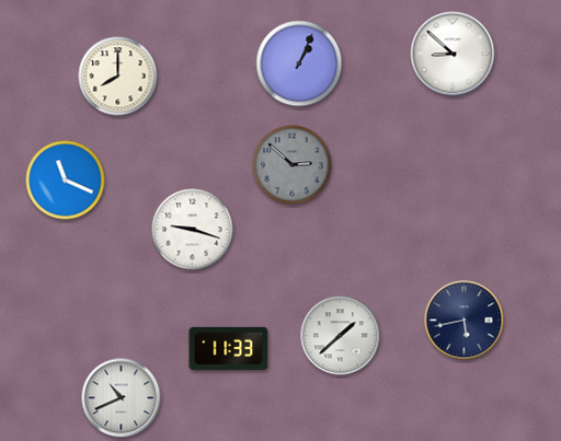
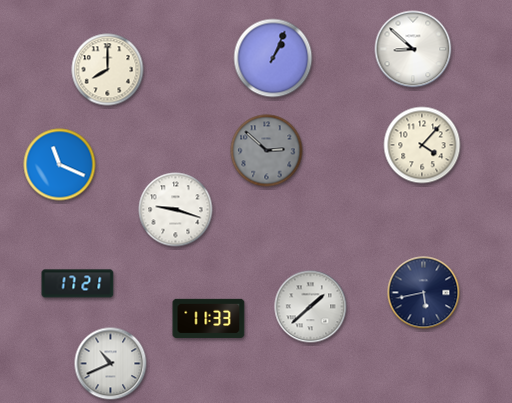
clock at (422, 145): none -> 4:07
clock at (78, 284): none -> 17:21
